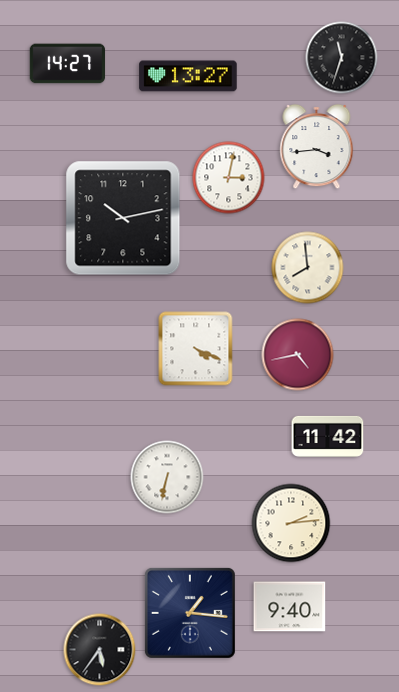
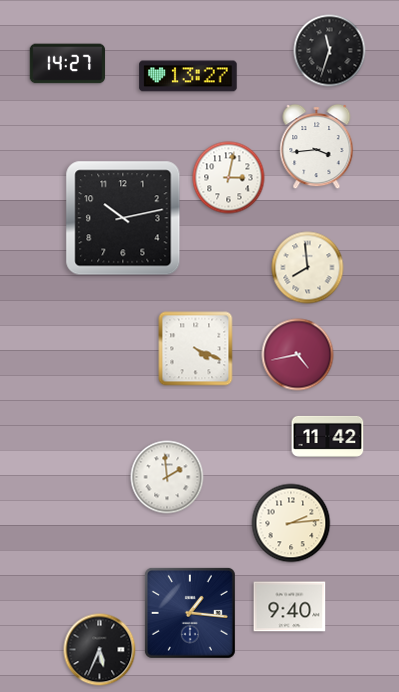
clock at (342, 58) position: (342, 58) -> (330, 51)
clock at (167, 477): 6:32 -> 1:59
clock at (100, 650): 5:36 -> 5:34
